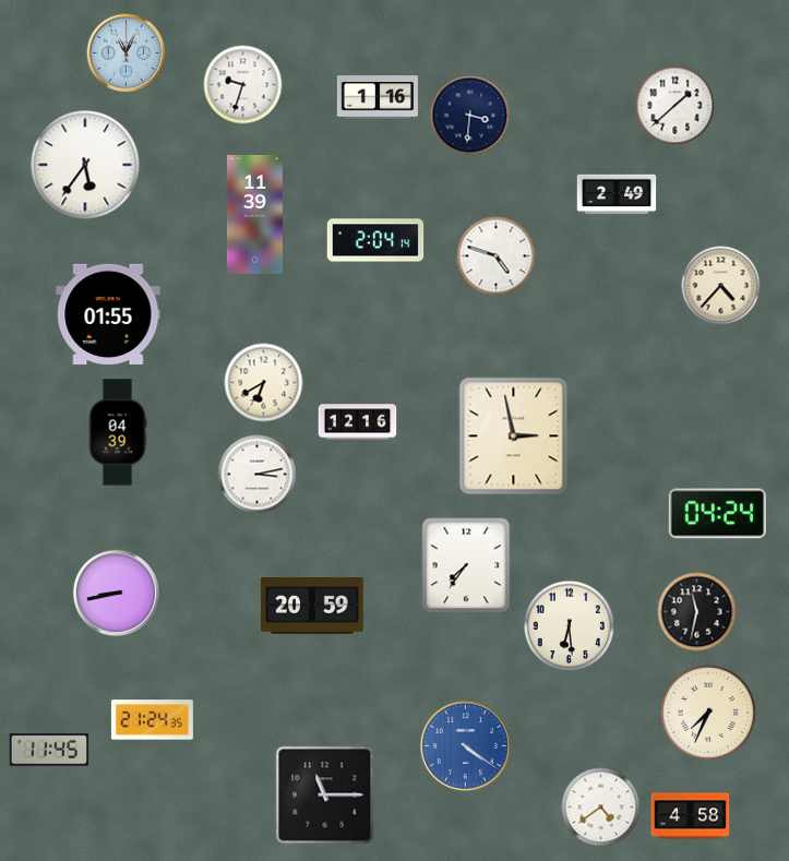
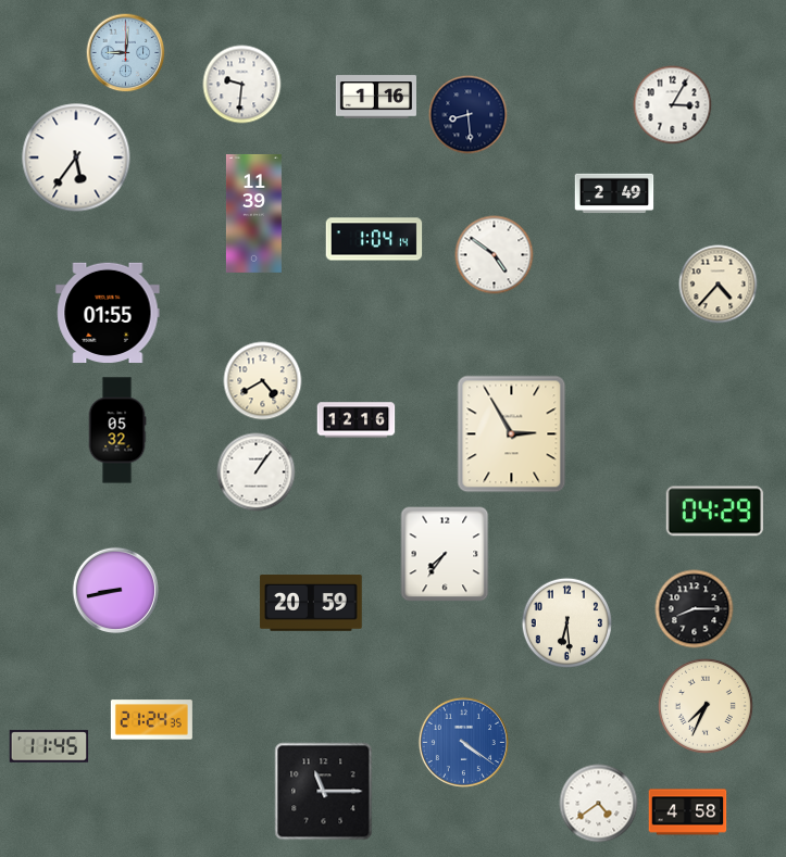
clock at (127, 53): 11:04 -> 9:01
clock at (243, 85): 9:33 -> 9:31
clock at (676, 106): 1:38 -> 3:05
clock at (470, 116): 3:31 -> 8:29
clock at (85, 165) position: (85, 165) -> (76, 157)
clock at (375, 240): 2:04 -> 1:04
clock at (497, 256): 4:48 -> 4:51
clock at (264, 383): 6:40 -> 4:40
clock at (118, 432): 04:39 -> 05:32
clock at (514, 437): 2:58 -> 2:55
clock at (258, 475): 3:13 -> 1:06
clock at (717, 514): 04:24 -> 04:29
clock at (466, 565) position: (466, 565) -> (445, 554)
clock at (697, 612): 11:32 -> 8:15
clock at (708, 713) position: (708, 713) -> (706, 706)
clock at (152, 720) position: (152, 720) -> (151, 720)
